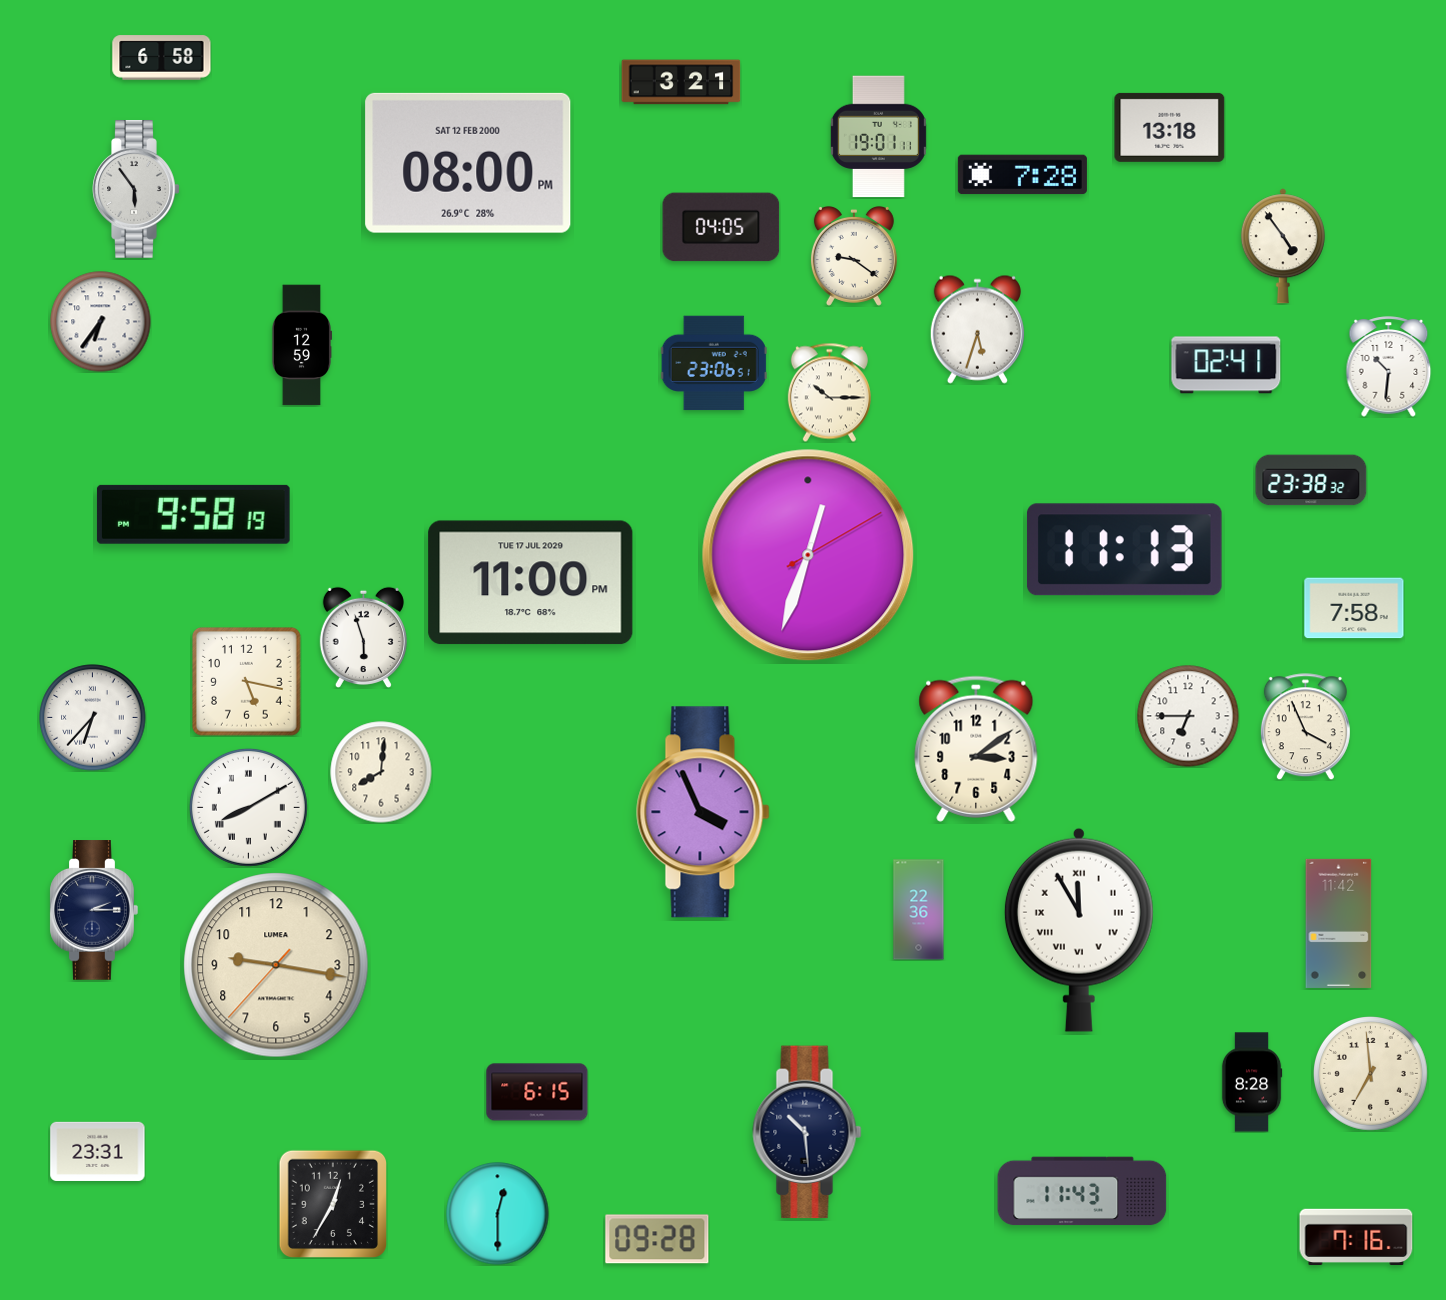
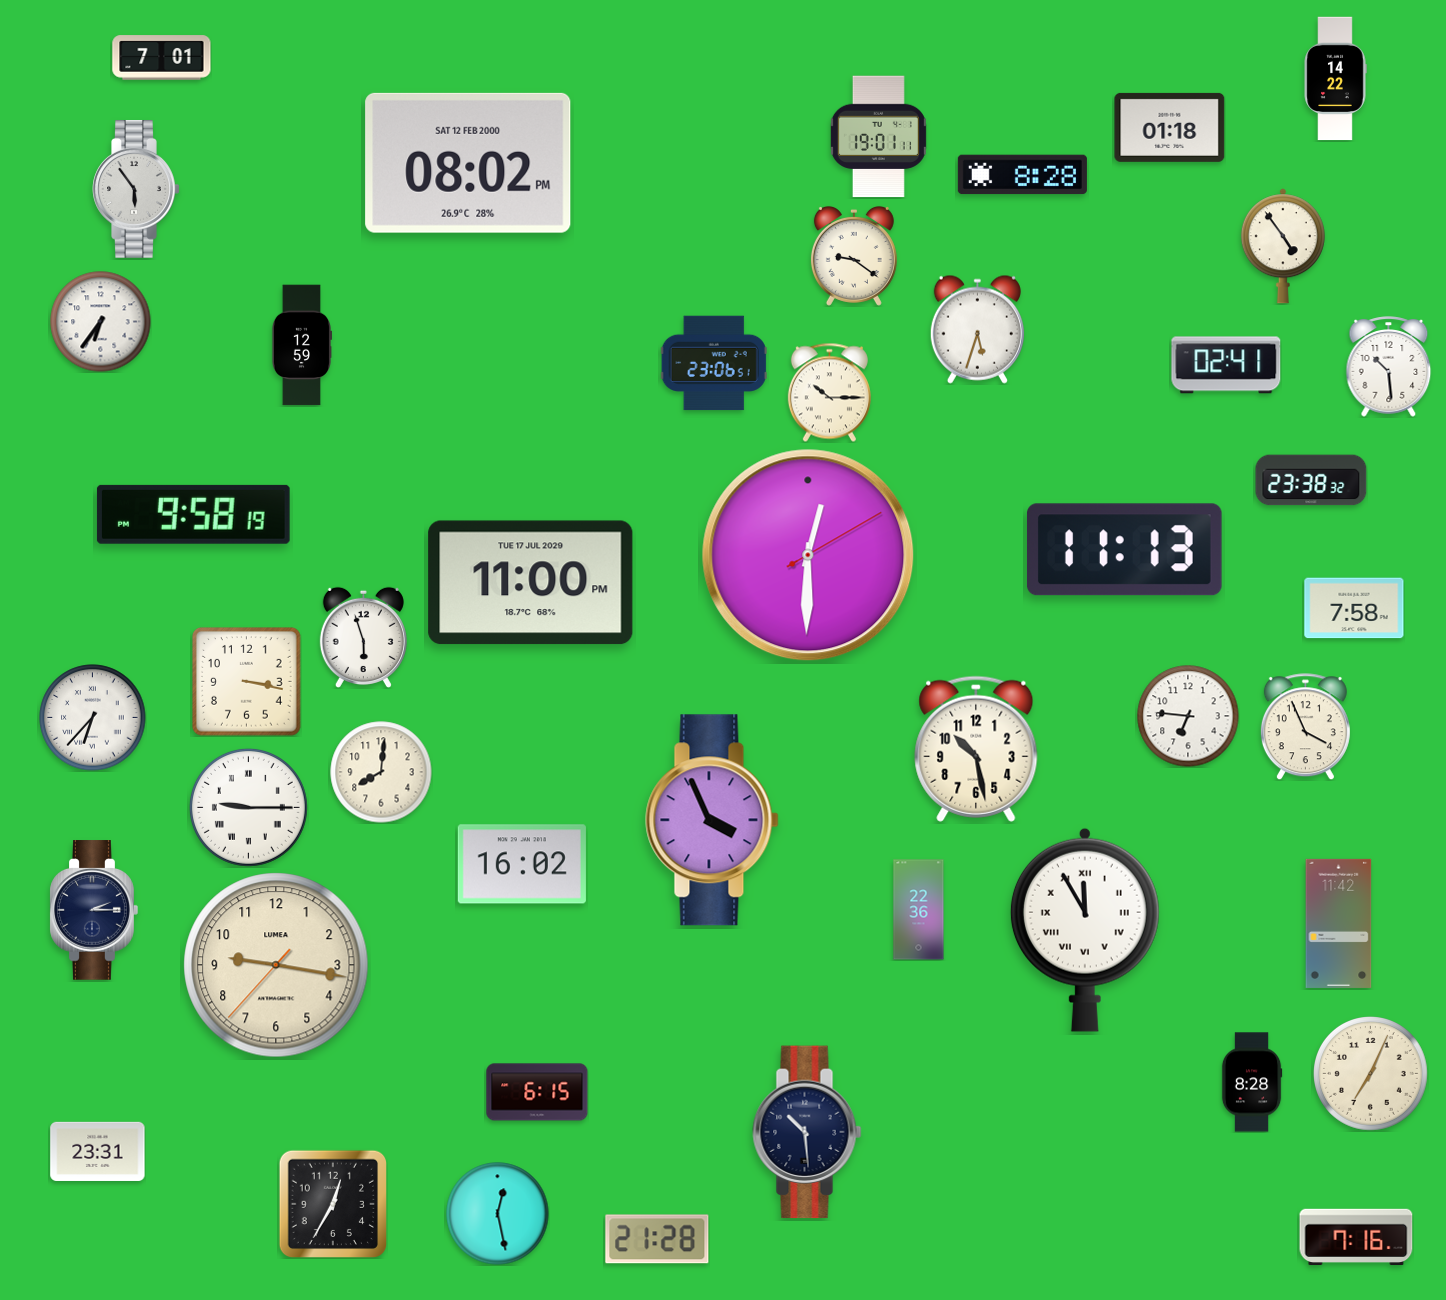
clock at (162, 58): 6:58 -> 7:01
clock at (1335, 79): none -> 14:22
clock at (681, 82): 3:21 -> none
clock at (1170, 127): 13:18 -> 01:18
clock at (468, 163): 08:00 -> 08:02
clock at (1022, 175): 7:28 -> 8:28
clock at (721, 227): 04:05 -> none
clock at (1389, 367): 10:31 -> 10:29
clock at (808, 555): 12:33 -> 12:30
clock at (247, 682): 5:17 -> 3:17
clock at (1188, 716): 6:45 -> 6:46
clock at (976, 749): 3:09 -> 10:28
clock at (248, 807): 8:10 -> 9:15
clock at (703, 812) position: (703, 812) -> (712, 820)
clock at (522, 864): none -> 16:02
clock at (1079, 930) position: (1079, 930) -> (1085, 930)
clock at (1371, 1074): 6:59 -> 7:04
clock at (1082, 1191): 11:43 -> none
clock at (498, 1214): 12:30 -> 12:28
clock at (657, 1239): 09:28 -> 21:28
